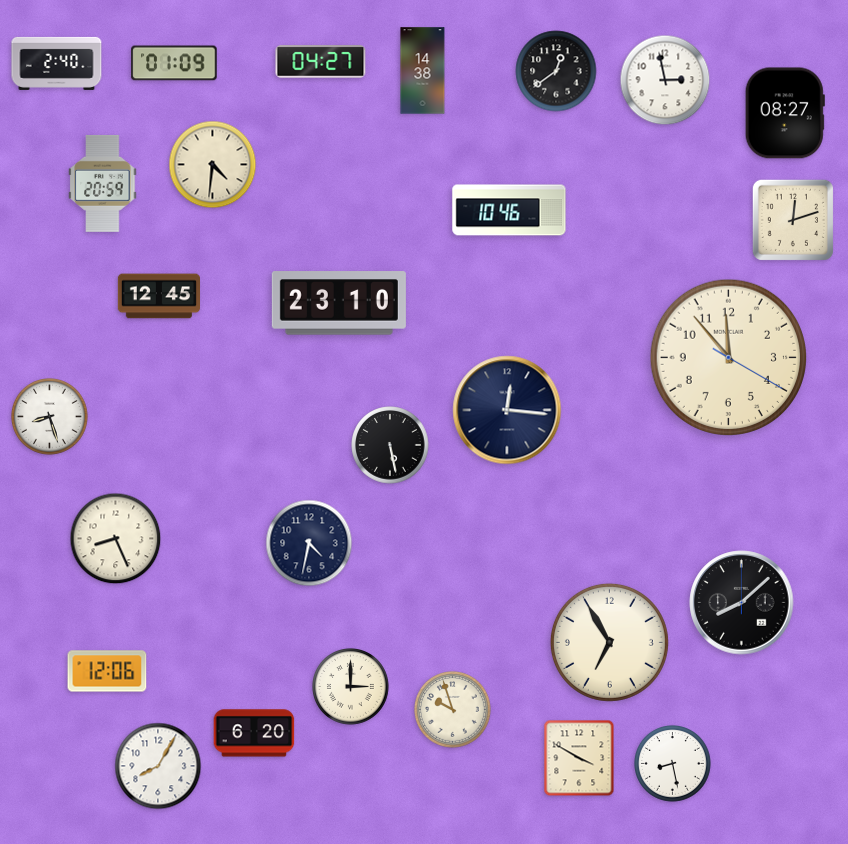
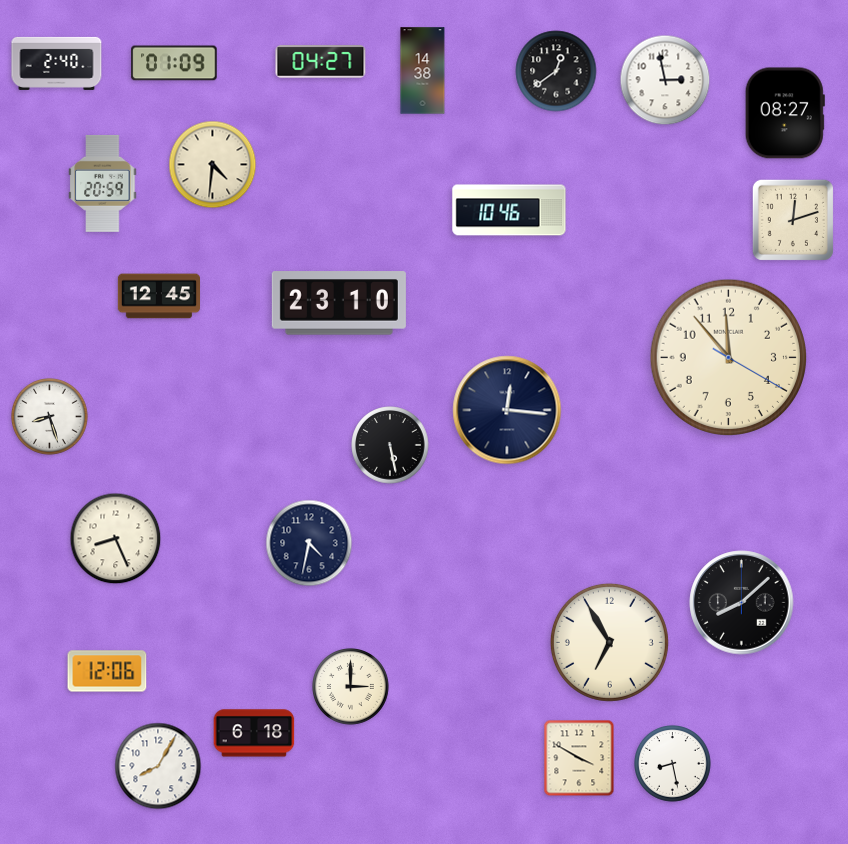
clock at (453, 710): 9:57 -> none
clock at (254, 733): 6:20 -> 6:18
